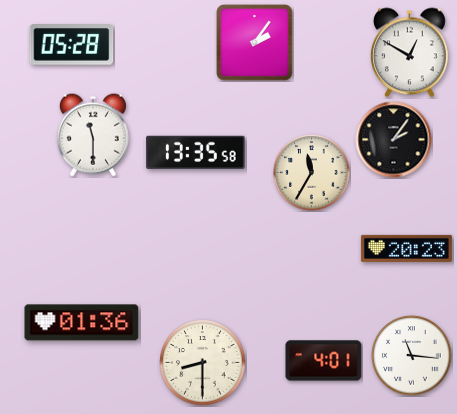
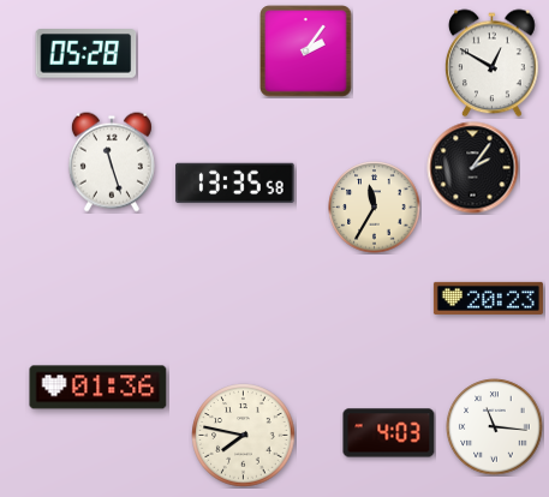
clock at (93, 135): 11:30 -> 11:27
clock at (324, 361): 4:01 -> 4:03
clock at (203, 363): 8:30 -> 7:47
